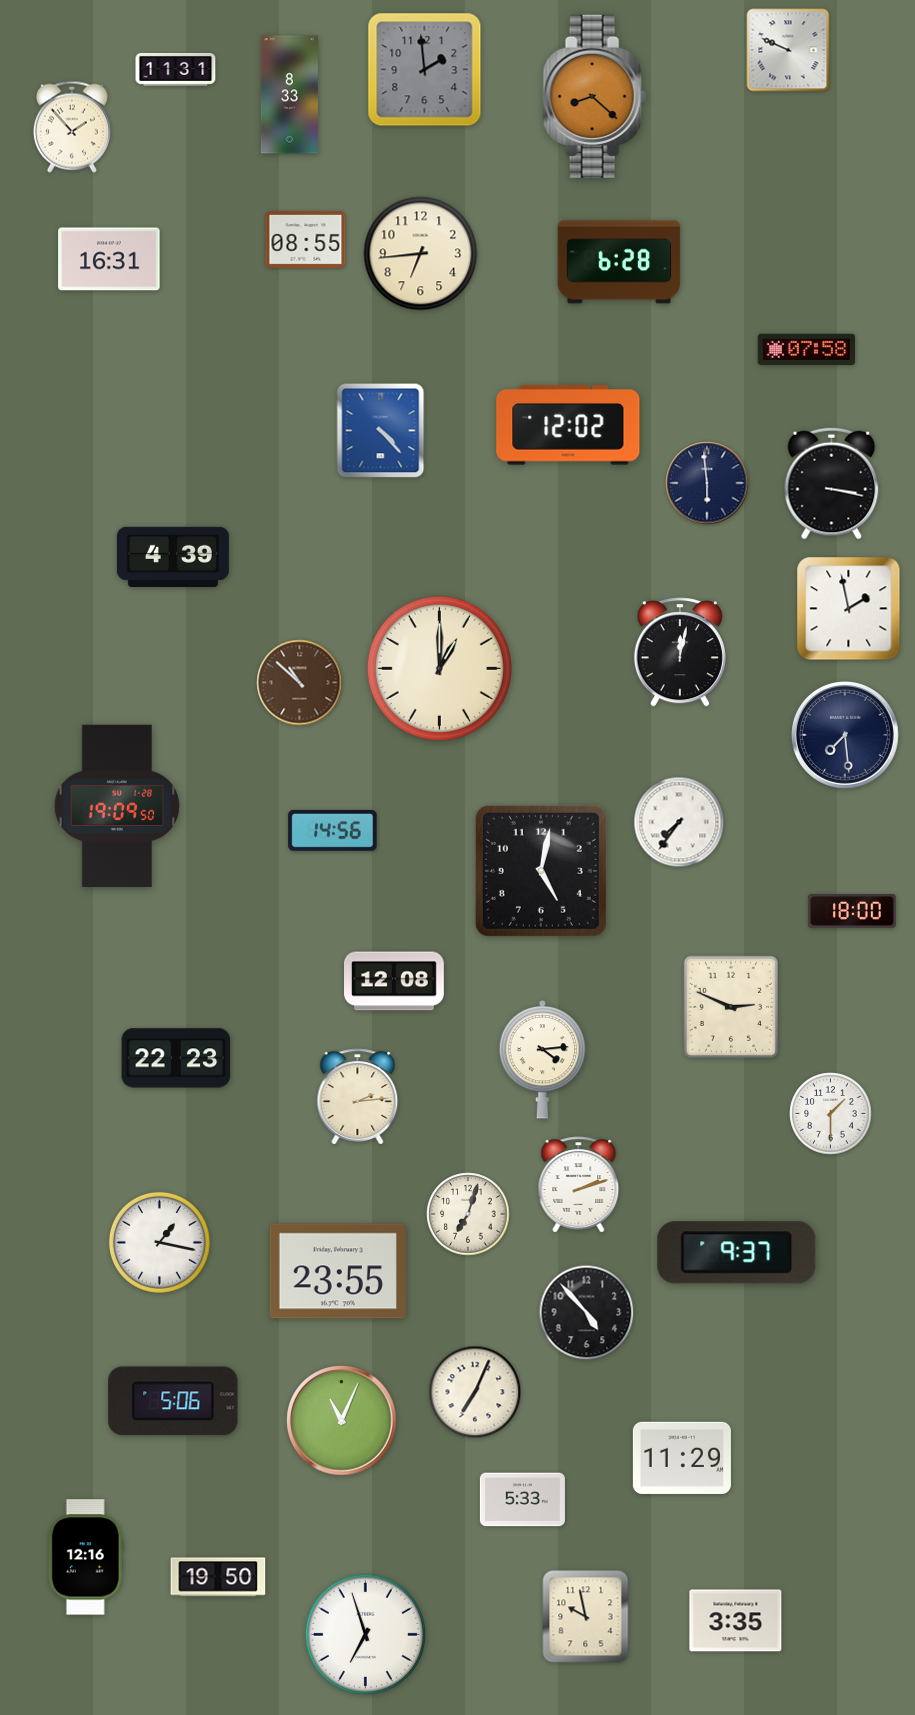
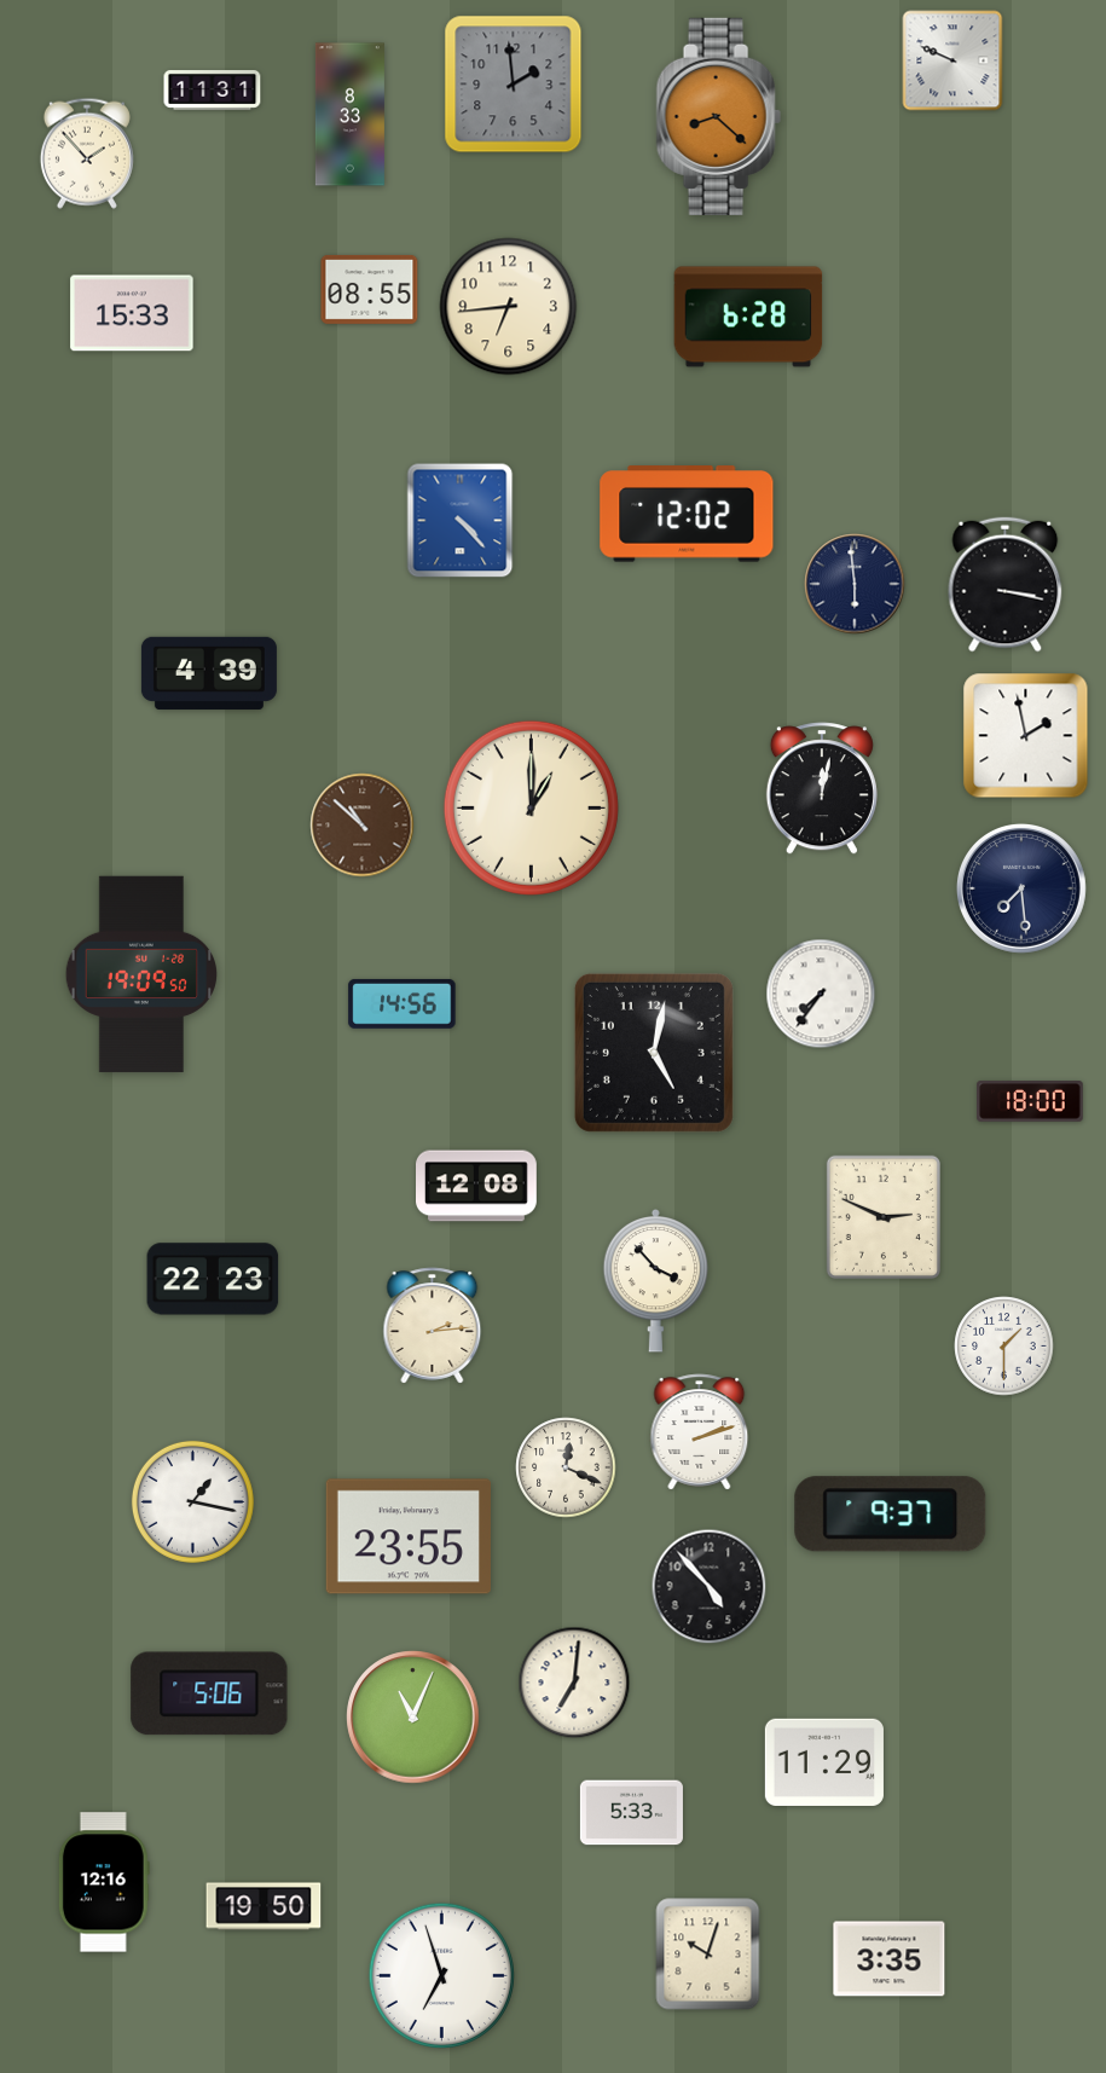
clock at (176, 70) position: (176, 70) -> (213, 91)
clock at (109, 259): 16:31 -> 15:33
clock at (806, 350): 07:58 -> none
clock at (543, 1059): 4:14 -> 3:53
clock at (468, 1214): 7:03 -> 12:19
clock at (475, 1392): 7:04 -> 7:01
clock at (586, 1617): 9:58 -> 10:03
